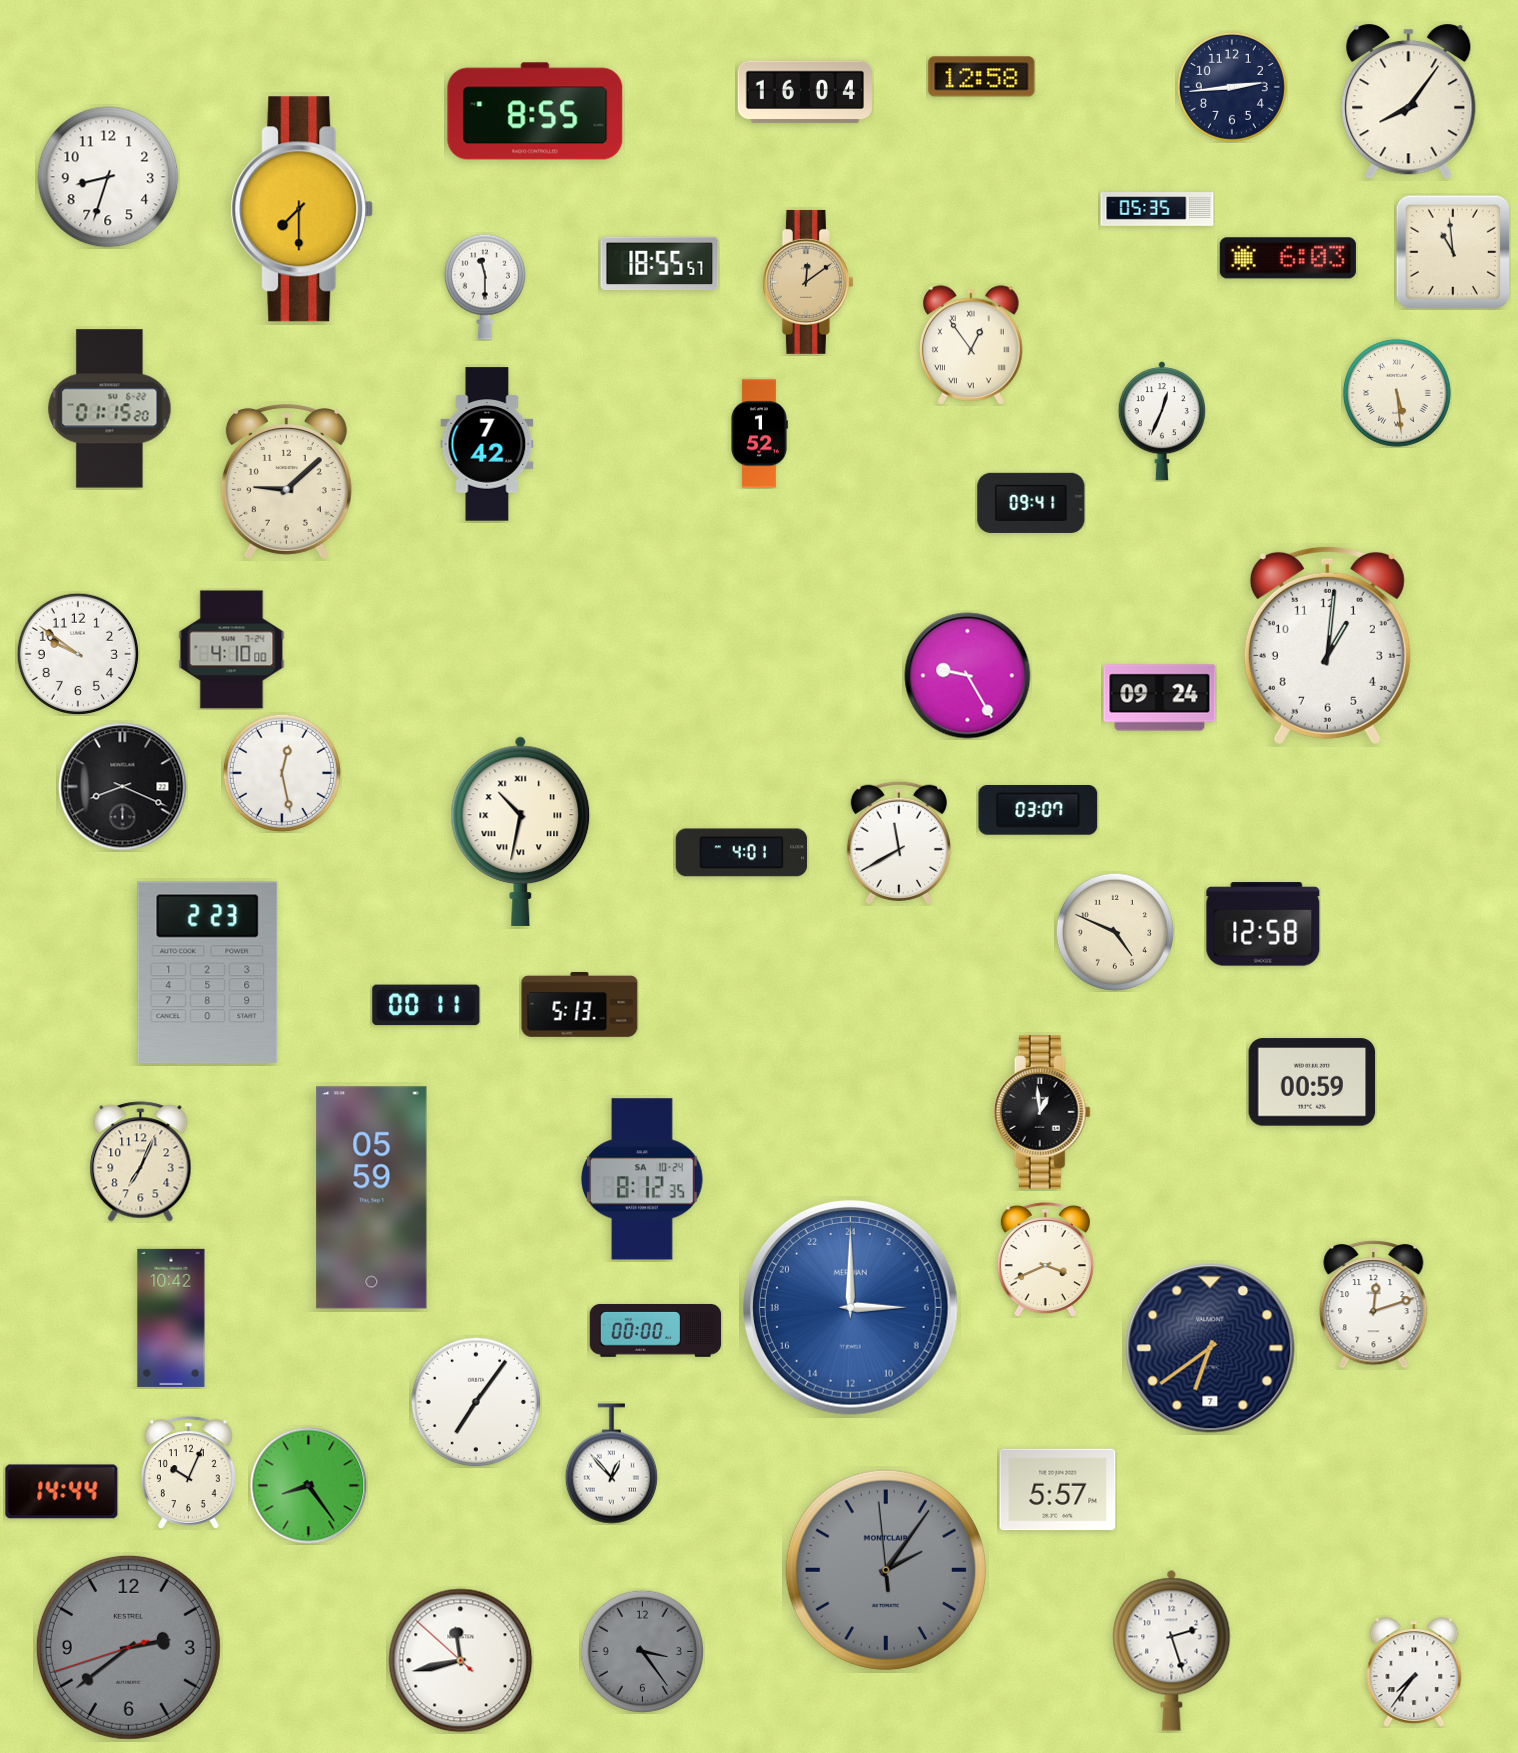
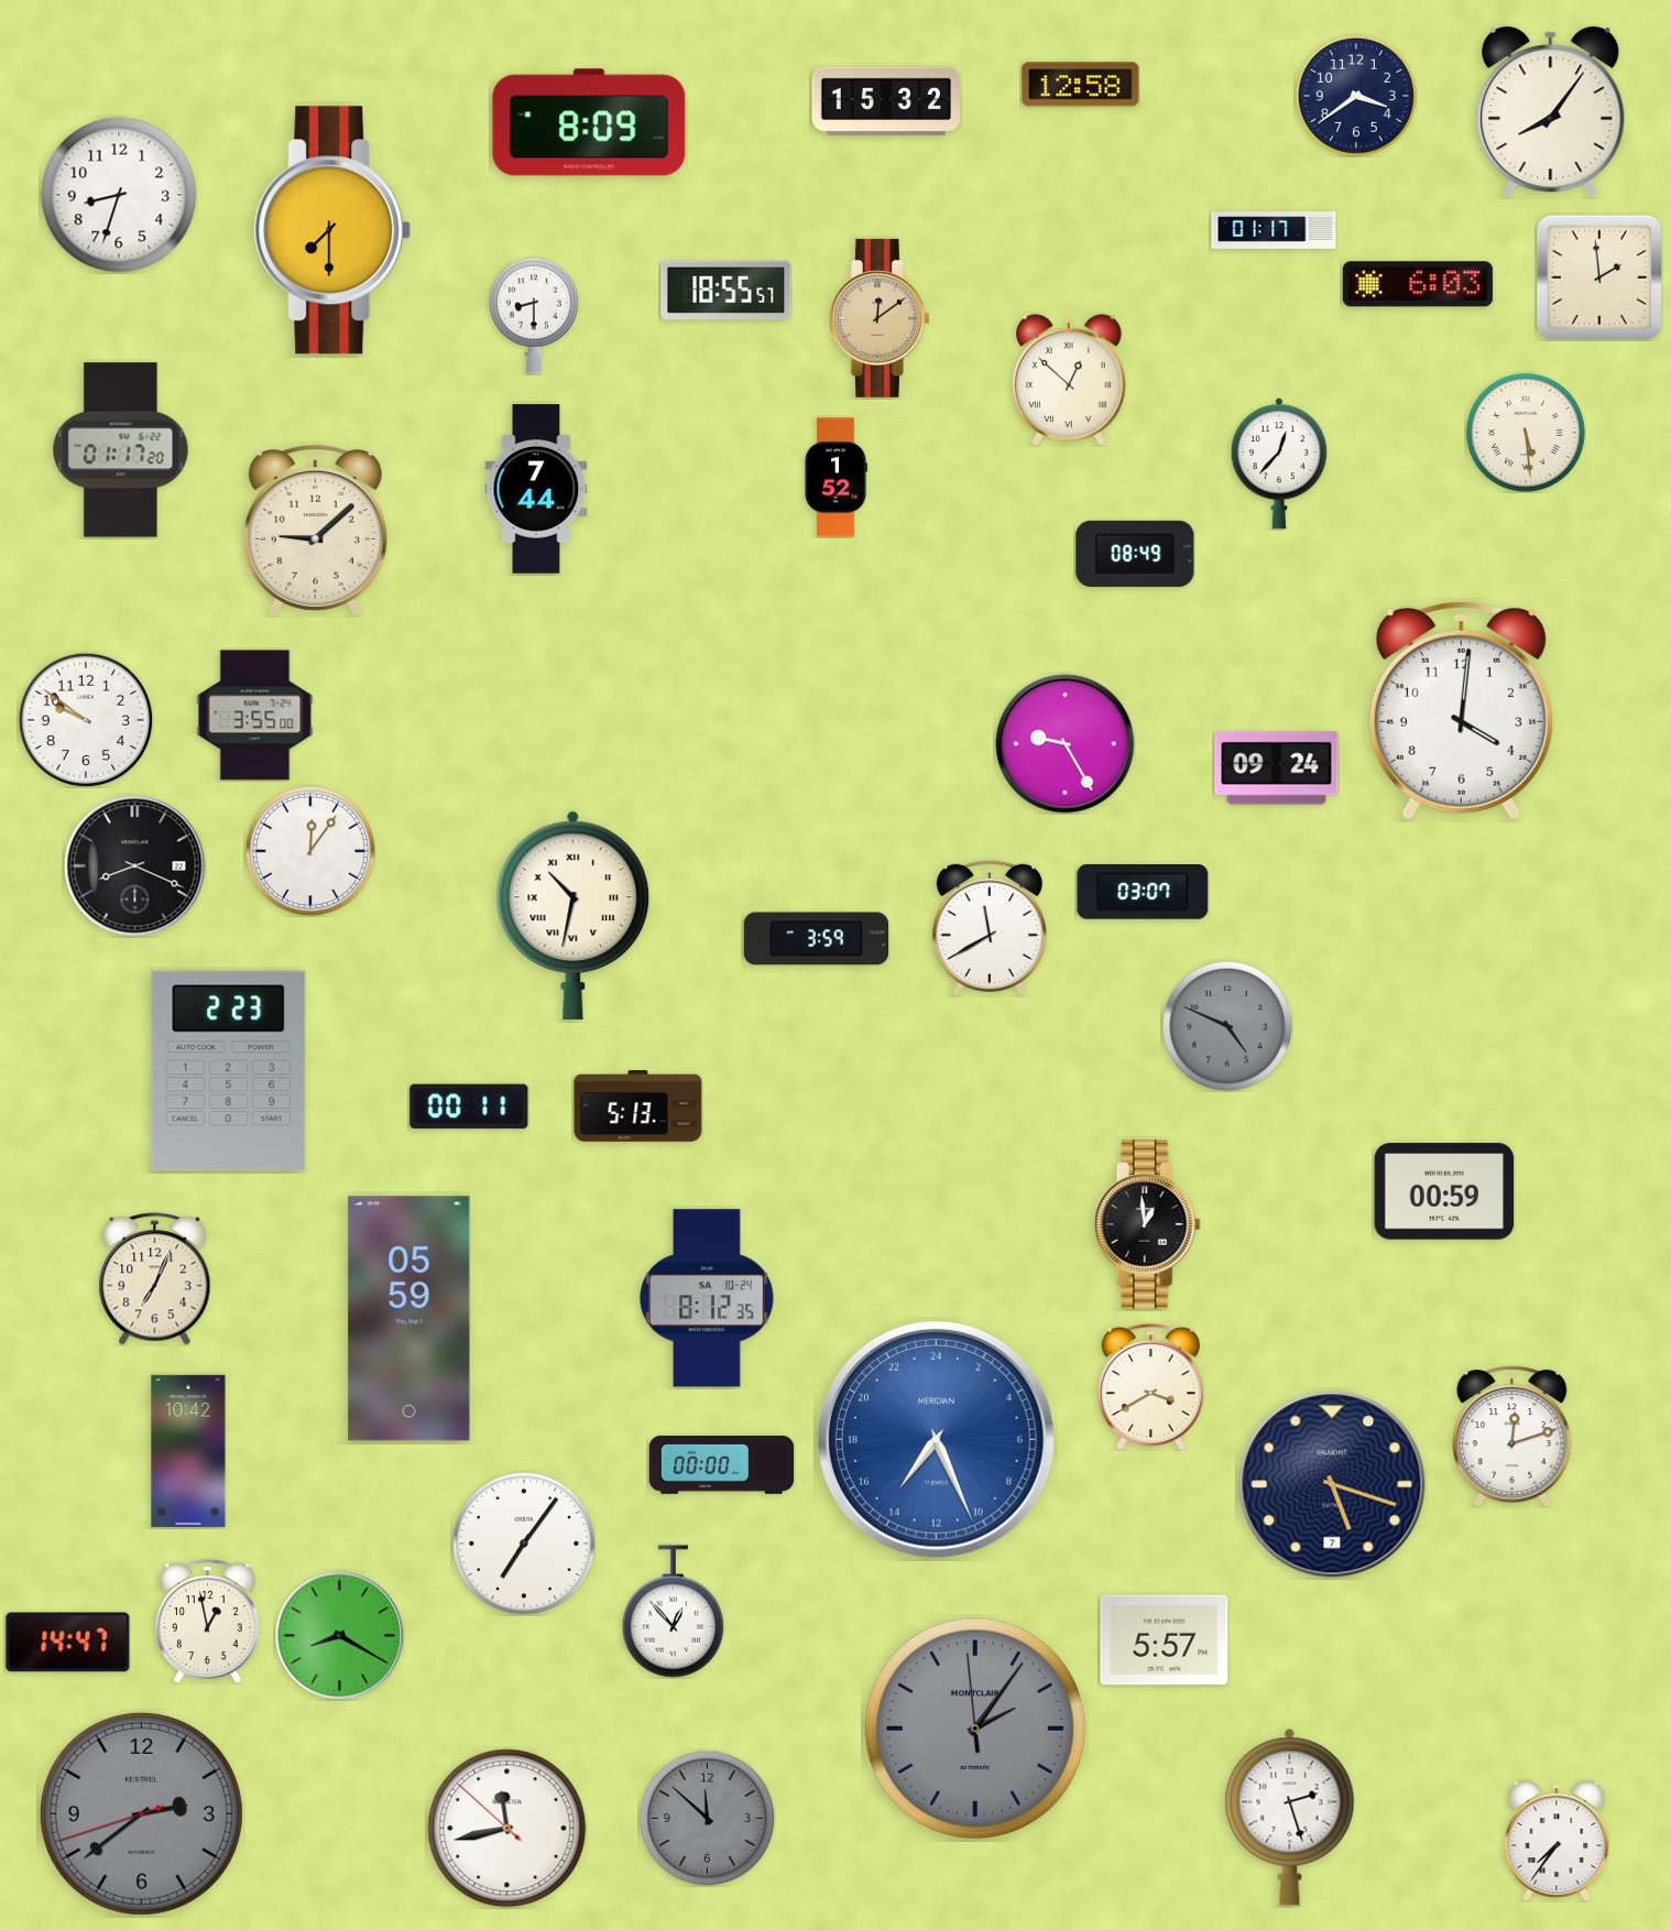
clock at (1232, 87): 2:44 -> 3:39
clock at (805, 92): 16:04 -> 15:32
clock at (535, 111): 8:55 -> 8:09
clock at (1157, 210): 05:35 -> 01:17
clock at (1453, 252): 10:59 -> 1:59
clock at (808, 282) position: (808, 282) -> (880, 318)
clock at (485, 287): 11:30 -> 8:30
clock at (972, 345): 12:54 -> 12:52
clock at (1397, 393) position: (1397, 393) -> (1526, 433)
clock at (110, 409): 01:15 -> 01:17
clock at (1162, 421): 12:34 -> 12:37
clock at (487, 444): 7:42 -> 7:44
clock at (1031, 503): 09:41 -> 08:49
clock at (1327, 645): 1:01 -> 4:01
clock at (232, 650): 4:10 -> 3:55
clock at (282, 773): 12:28 -> 12:06
clock at (742, 853): 4:01 -> 3:59
clock at (1263, 924): 12:58 -> none
clock at (1115, 932) dial: cream -> grey
clock at (1045, 1259): 3:41 -> 3:40
clock at (851, 1308): 6:00 -> 14:26
clock at (1210, 1348): 6:39 -> 5:18
clock at (188, 1473): 10:04 -> 12:58
clock at (308, 1485): 8:24 -> 8:20
clock at (62, 1492): 14:44 -> 14:47
clock at (642, 1651): 3:24 -> 11:52
